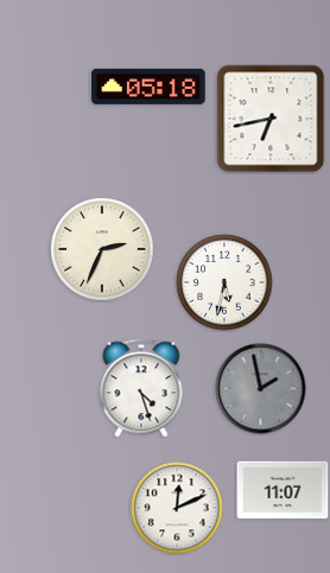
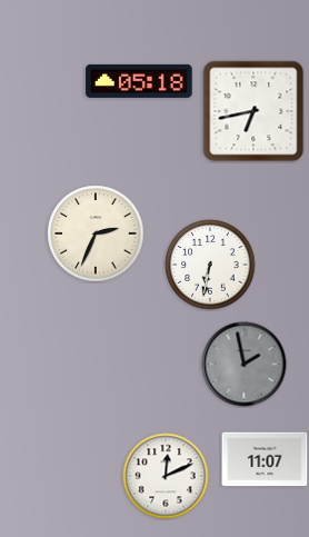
clock at (224, 282): 5:32 -> 6:32
clock at (141, 388): 4:27 -> none
